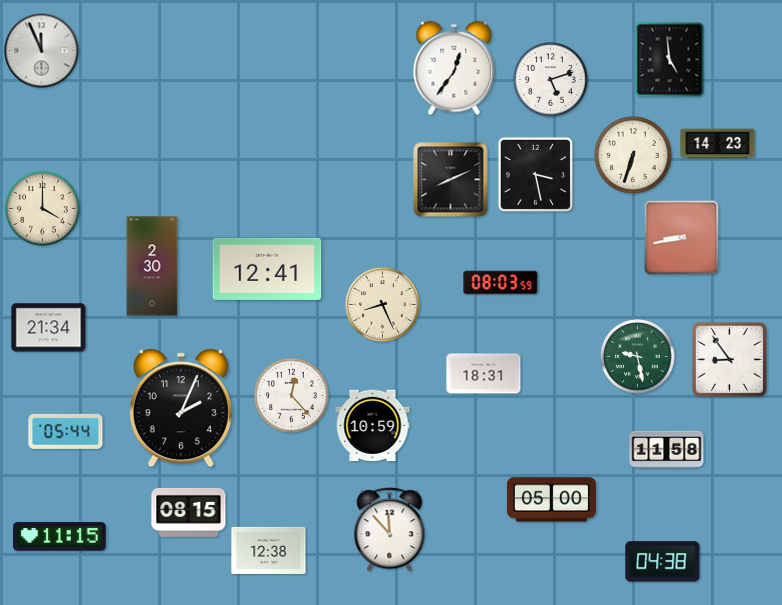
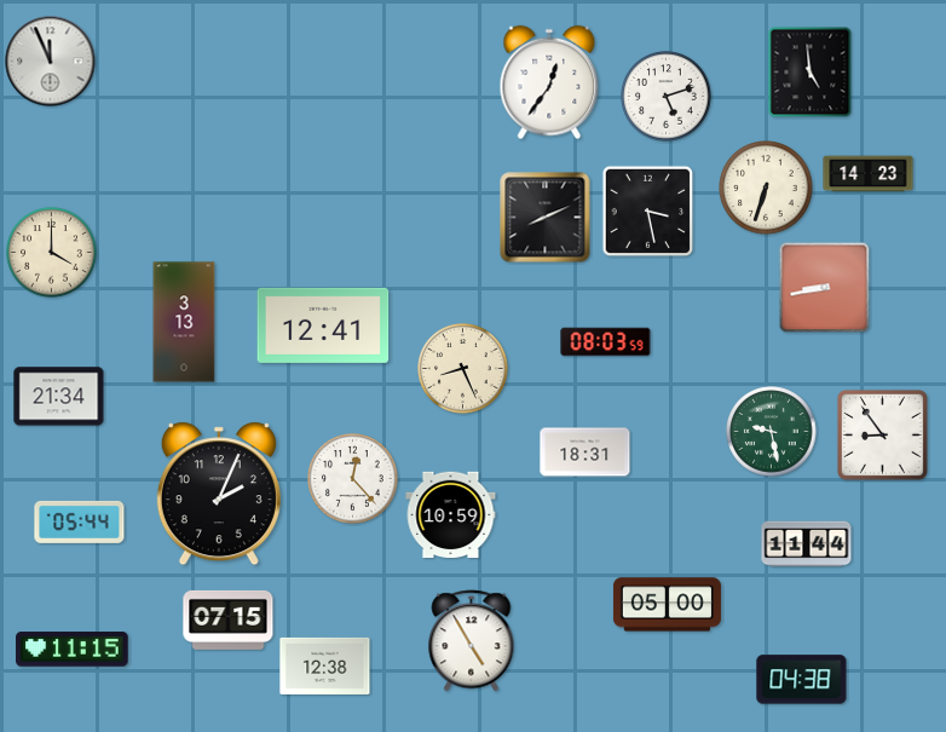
clock at (152, 266): 2:30 -> 3:13
clock at (667, 450): 11:58 -> 11:44
clock at (189, 512): 08:15 -> 07:15
clock at (390, 530): 11:53 -> 4:55
